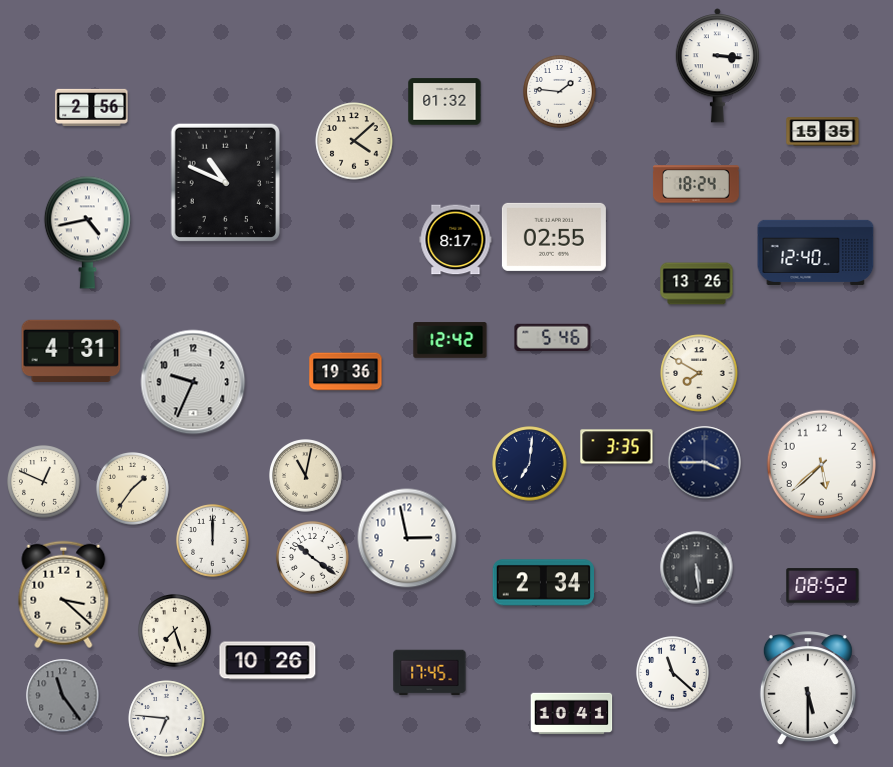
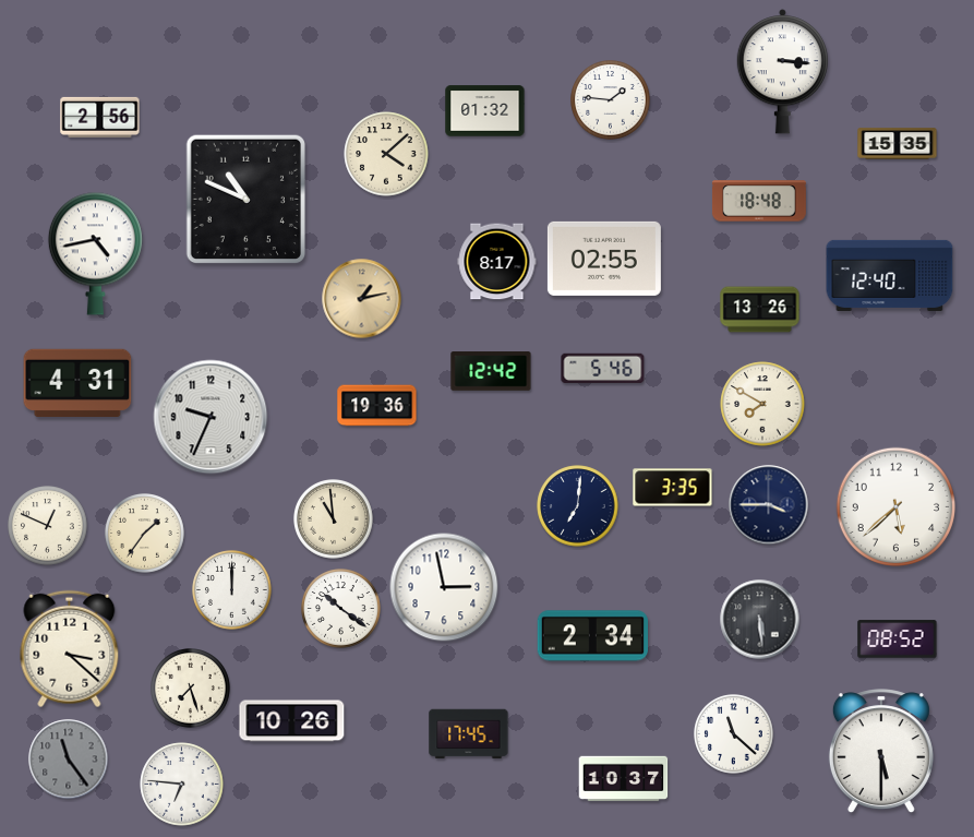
clock at (696, 184): 18:24 -> 18:48
clock at (362, 299): none -> 1:13
clock at (699, 373) position: (699, 373) -> (762, 404)
clock at (306, 476): 11:02 -> 10:59
clock at (572, 714): 10:41 -> 10:37
